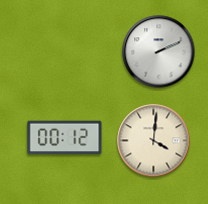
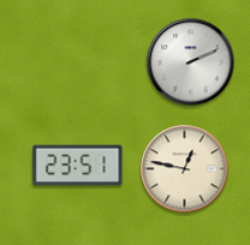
clock at (65, 138): 00:12 -> 23:51
clock at (154, 141): 4:01 -> 12:47
